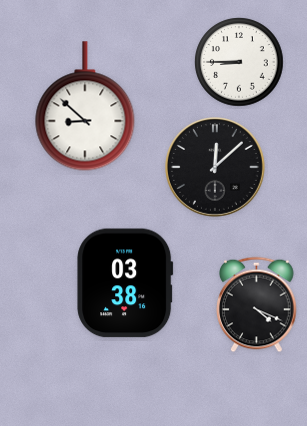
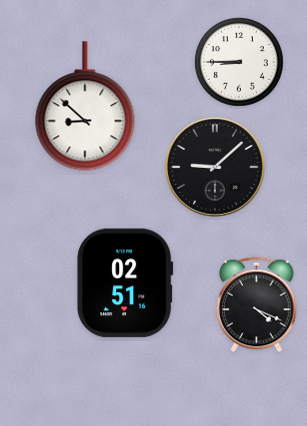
clock at (216, 168): 12:08 -> 9:08
clock at (125, 283): 03:38 -> 02:51
